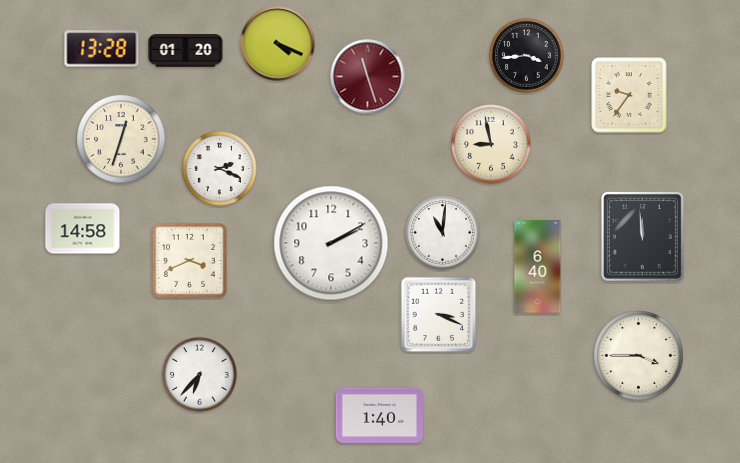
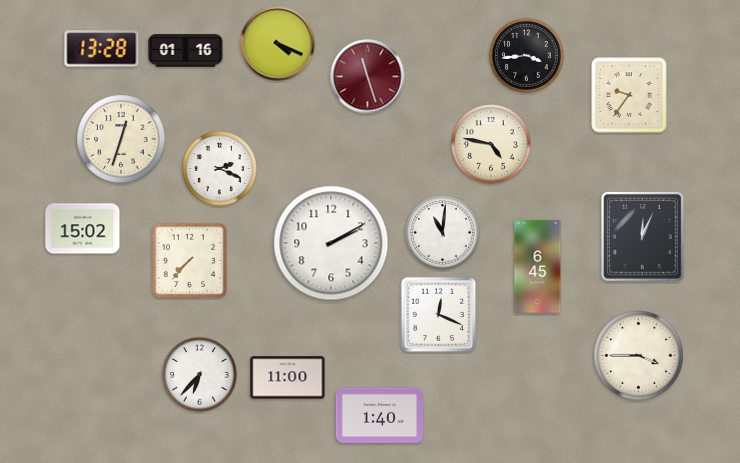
clock at (186, 51): 01:20 -> 01:16
clock at (491, 144): 8:58 -> 4:47
clock at (83, 229): 14:58 -> 15:02
clock at (642, 236): 11:59 -> 12:04
clock at (189, 260): 3:41 -> 7:37
clock at (538, 267): 6:40 -> 6:45
clock at (439, 315): 3:19 -> 12:19
clock at (288, 378): none -> 11:00
